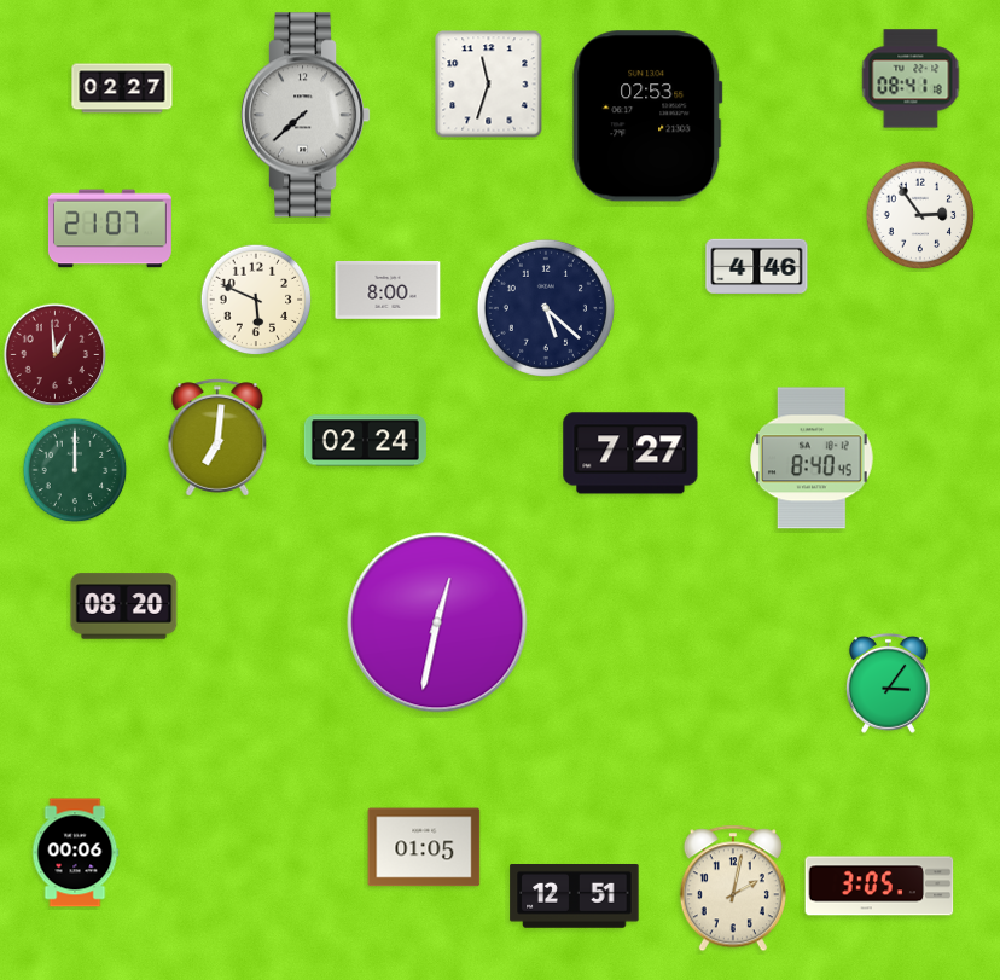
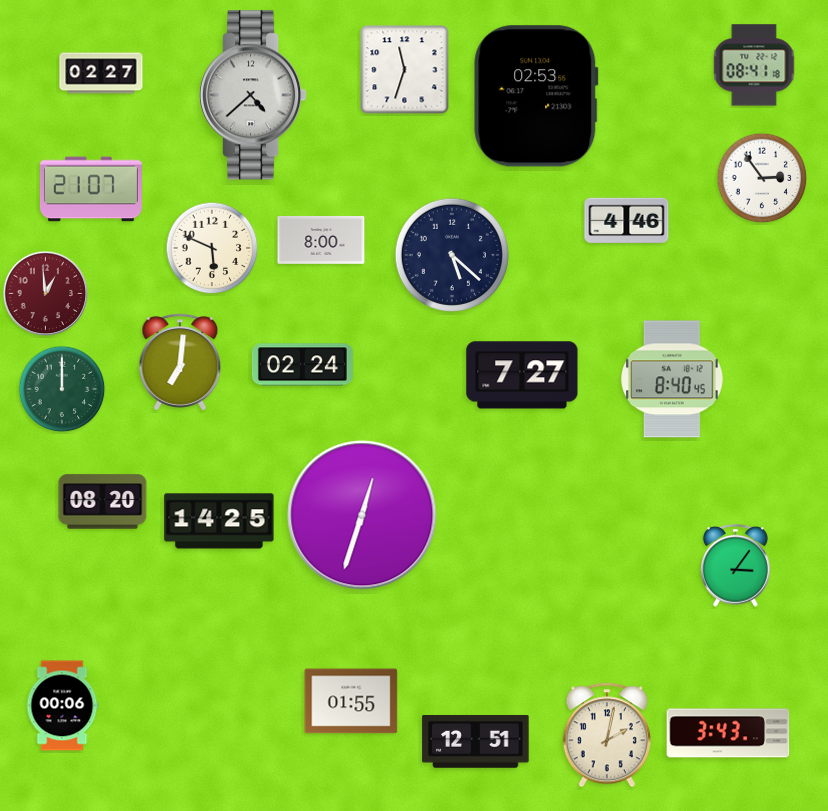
clock at (306, 115): 7:38 -> 4:38
clock at (437, 622): 12:32 -> 12:33
clock at (219, 521): none -> 14:25
clock at (424, 847): 01:05 -> 01:55
clock at (879, 886): 3:05 -> 3:43
